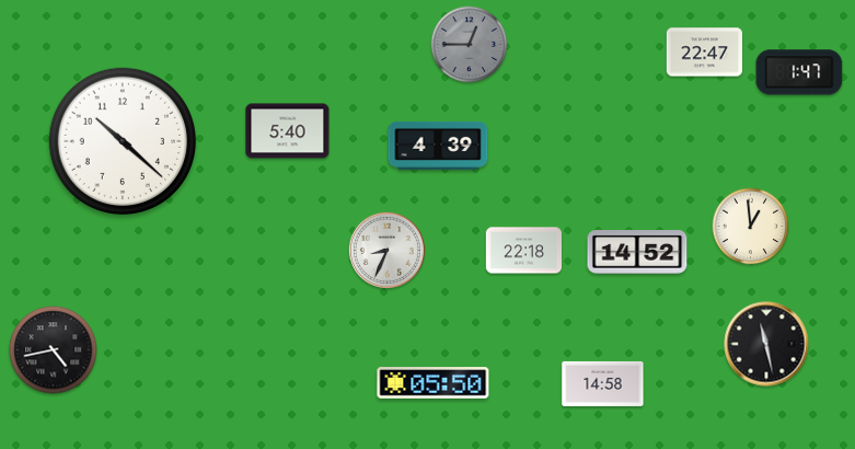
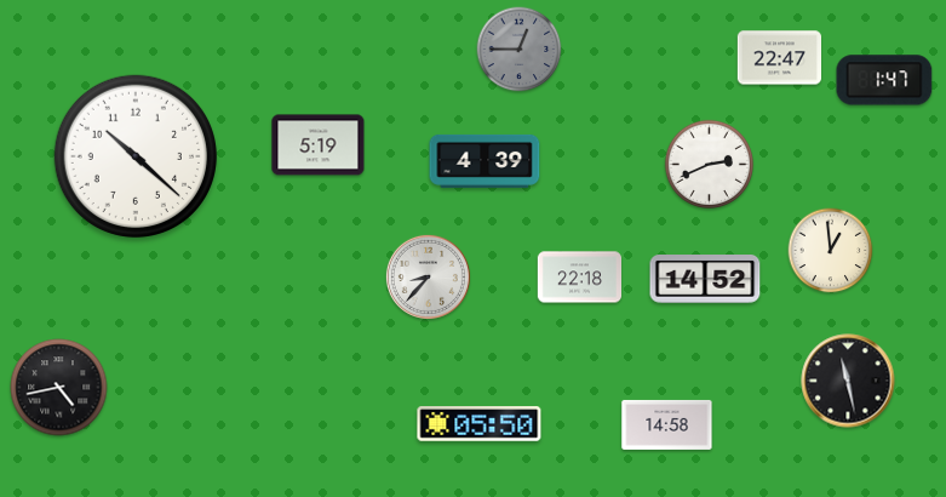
clock at (288, 131): 5:40 -> 5:19
clock at (709, 164): none -> 2:41
clock at (386, 250): 8:34 -> 8:37
